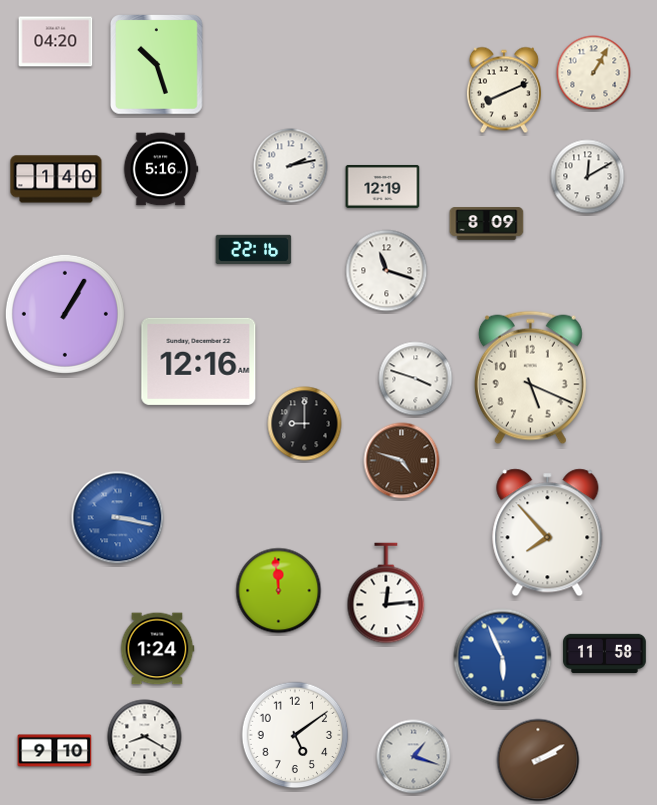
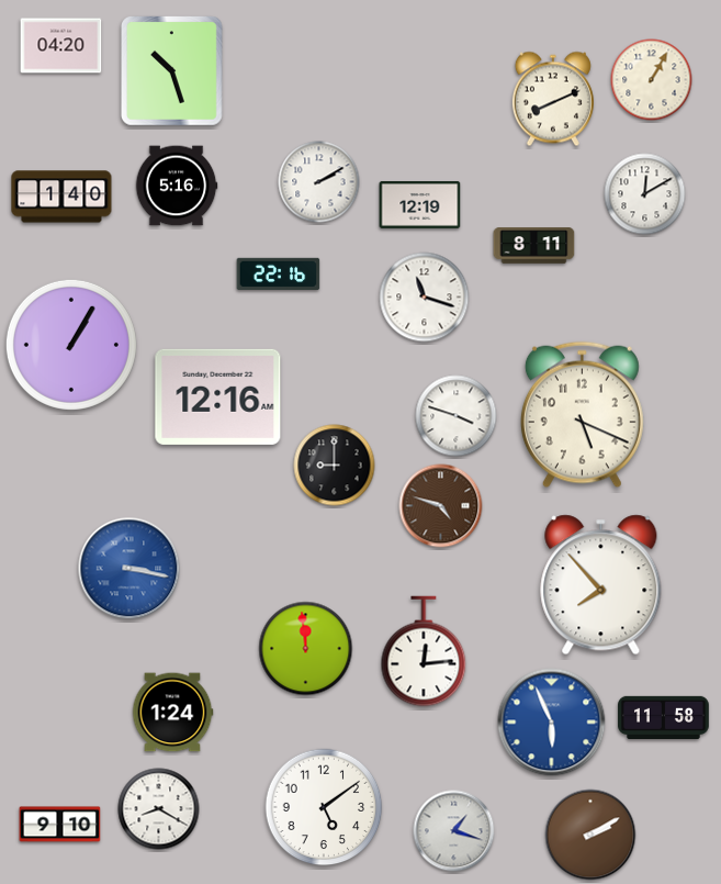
clock at (291, 166): 2:13 -> 2:10
clock at (487, 224): 8:09 -> 8:11
